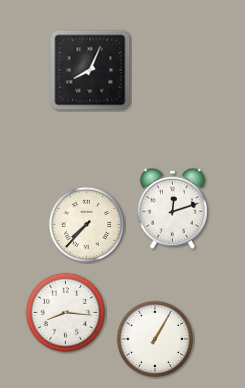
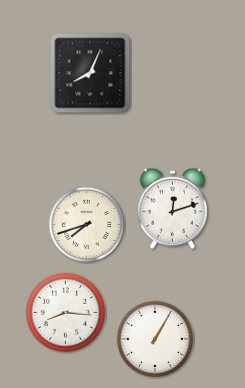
clock at (90, 70) position: (90, 70) -> (90, 73)
clock at (87, 225): 7:37 -> 7:42
